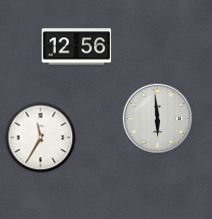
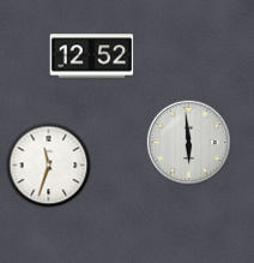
clock at (77, 47): 12:56 -> 12:52
clock at (41, 138): 11:35 -> 11:33
